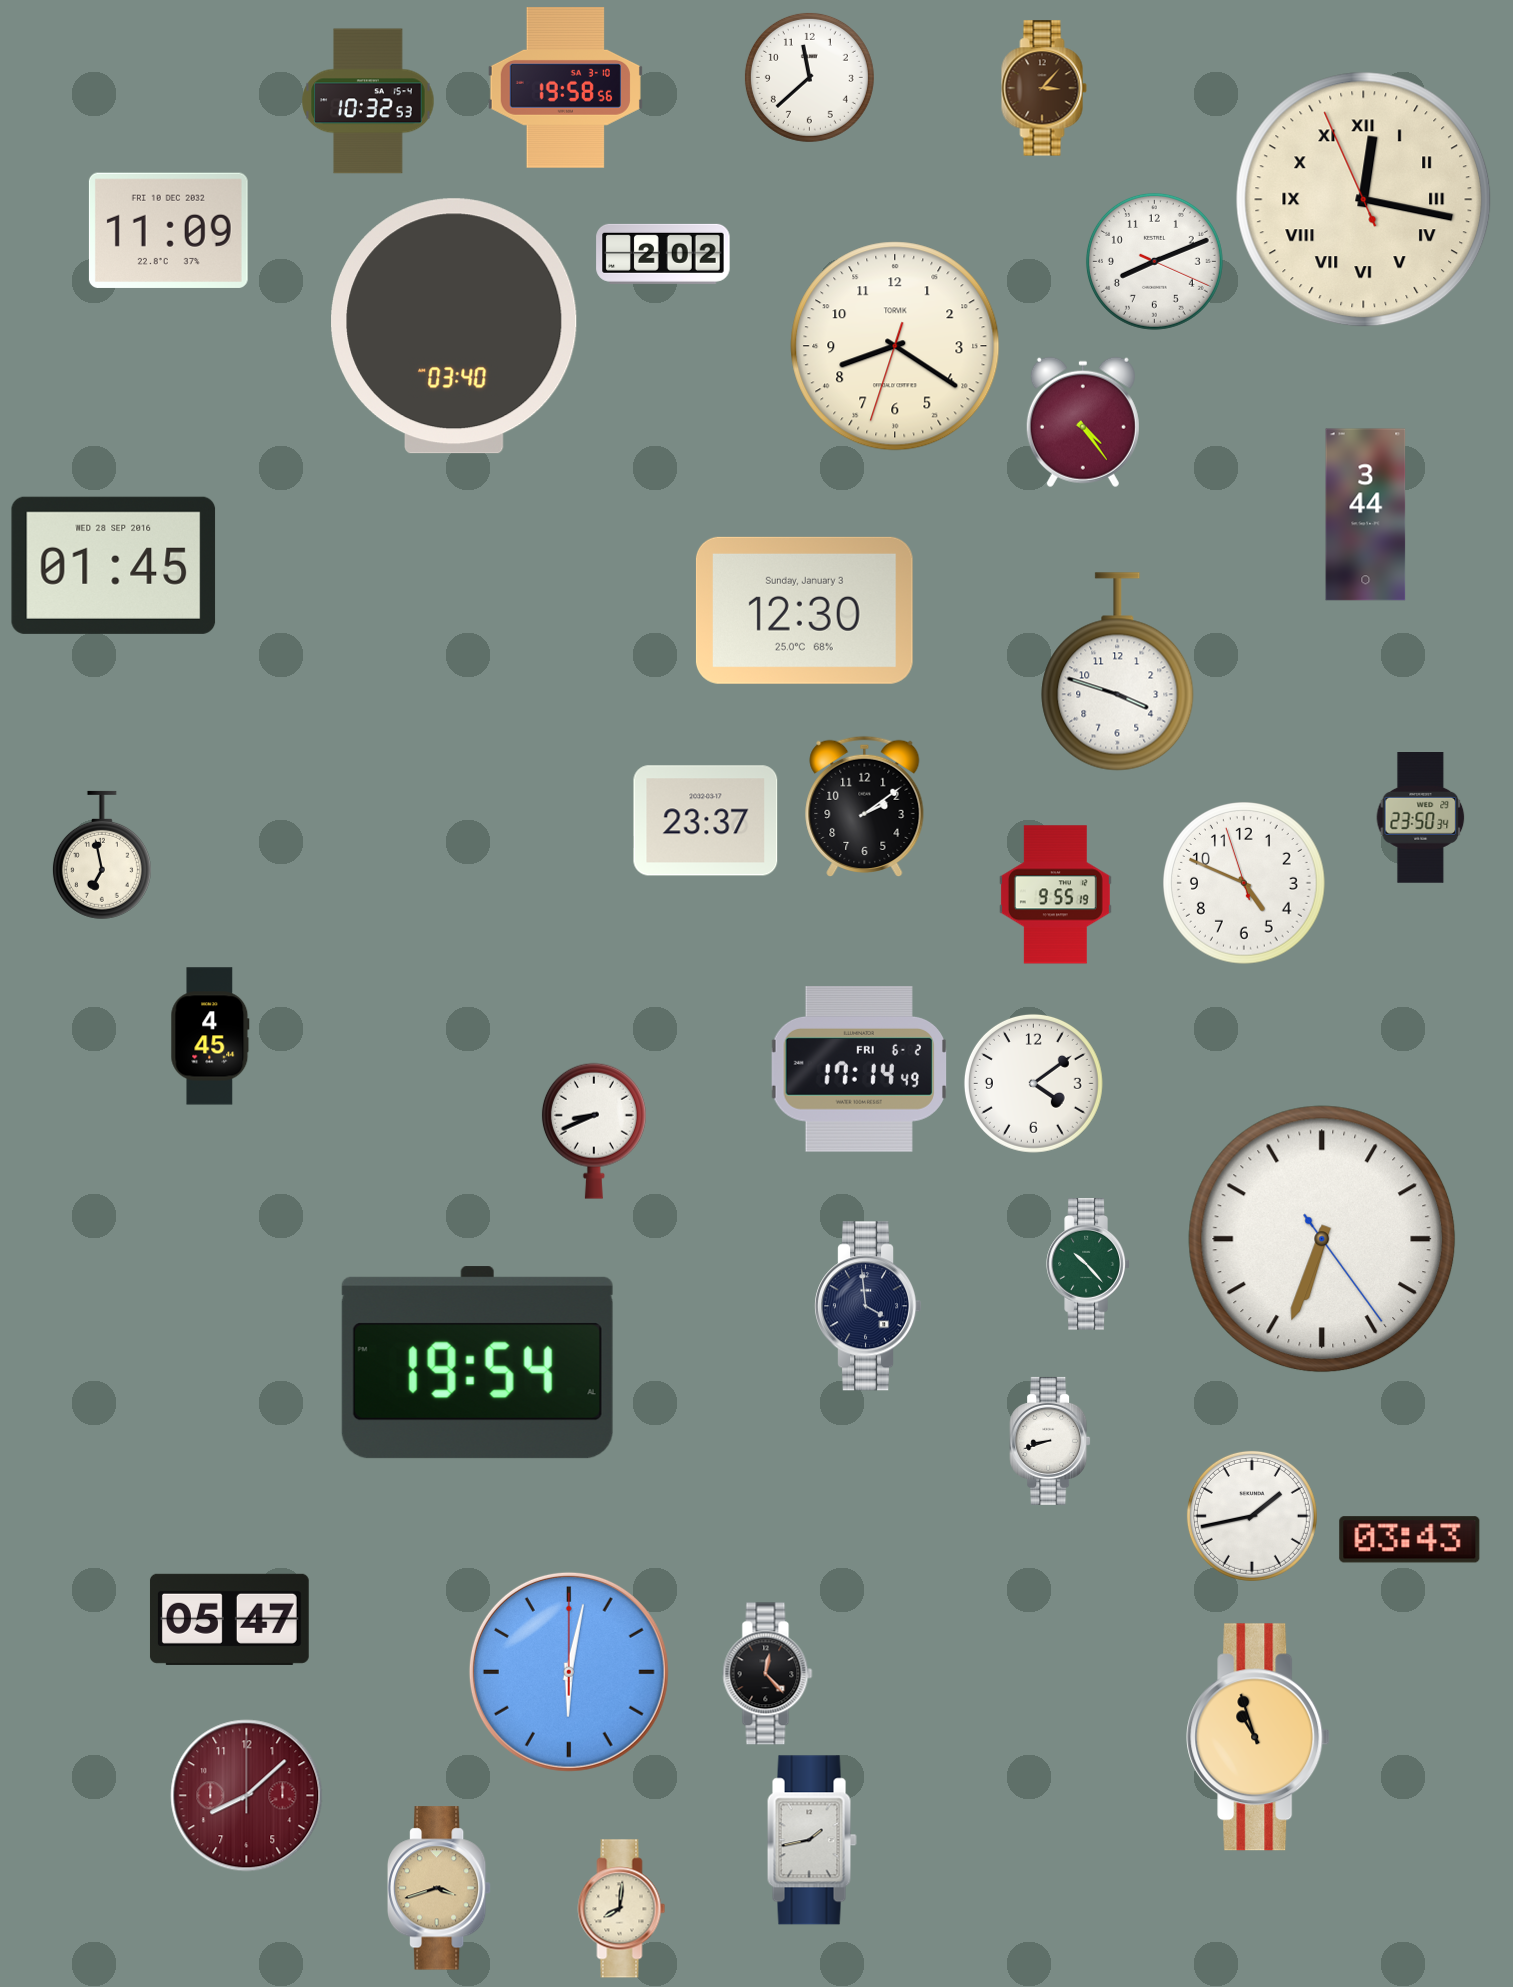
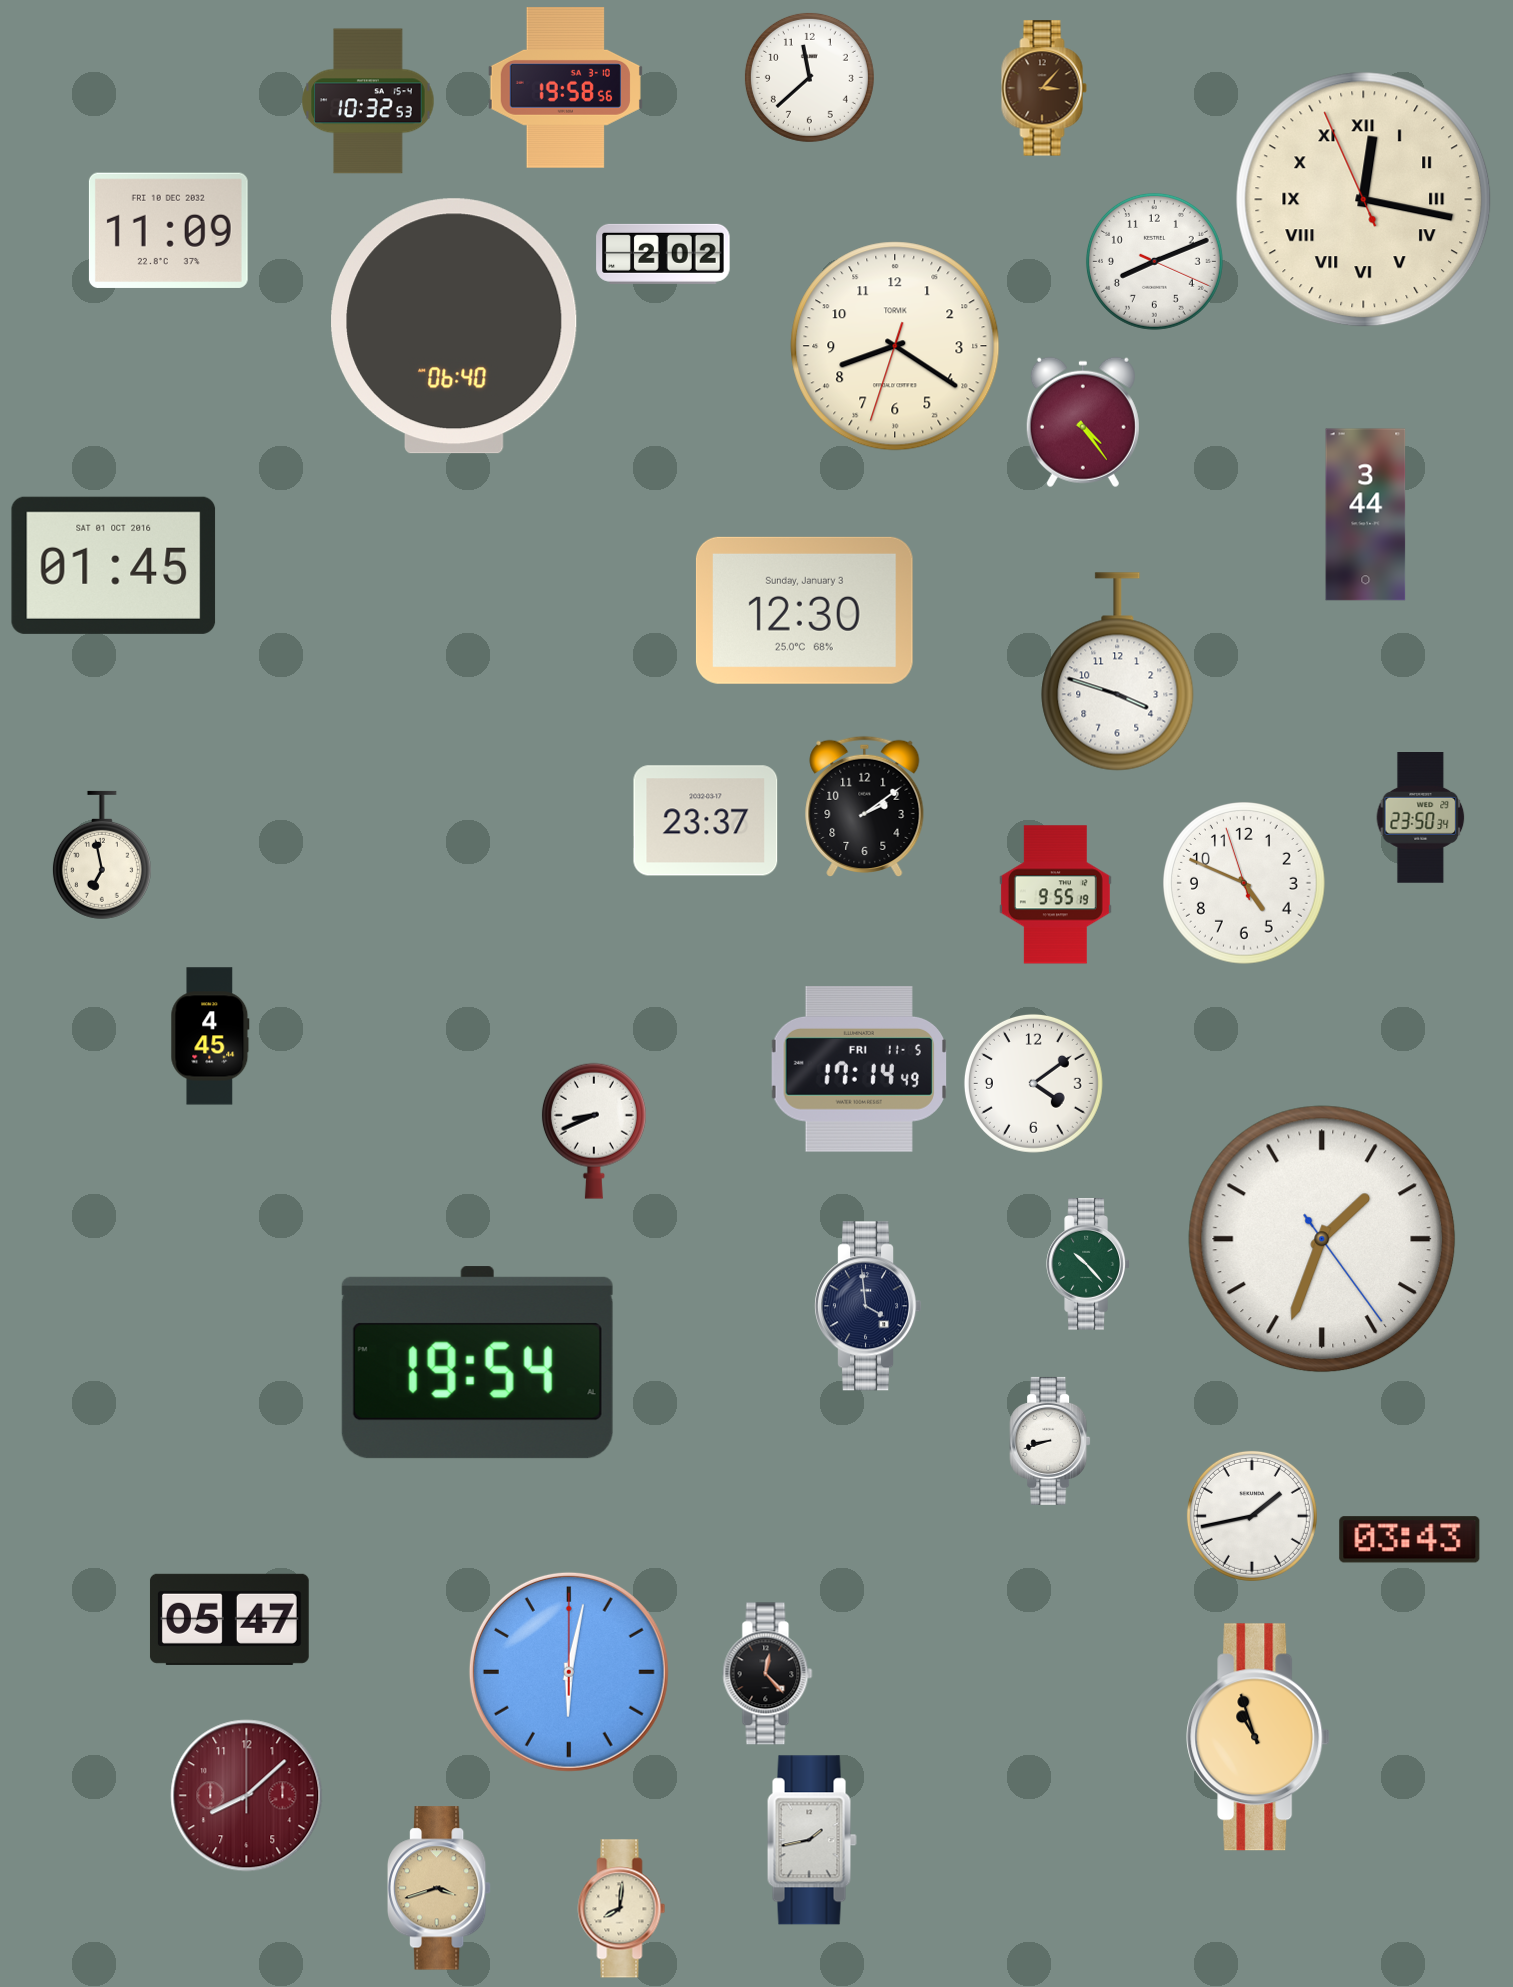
clock at (454, 326): 03:40 -> 06:40
clock at (114, 565) date: WED 28 SEP 2016 -> SAT 01 OCT 2016
clock at (858, 1069) date: FRI 6-2 -> FRI 11-5
clock at (1322, 1239): 6:33 -> 1:33
